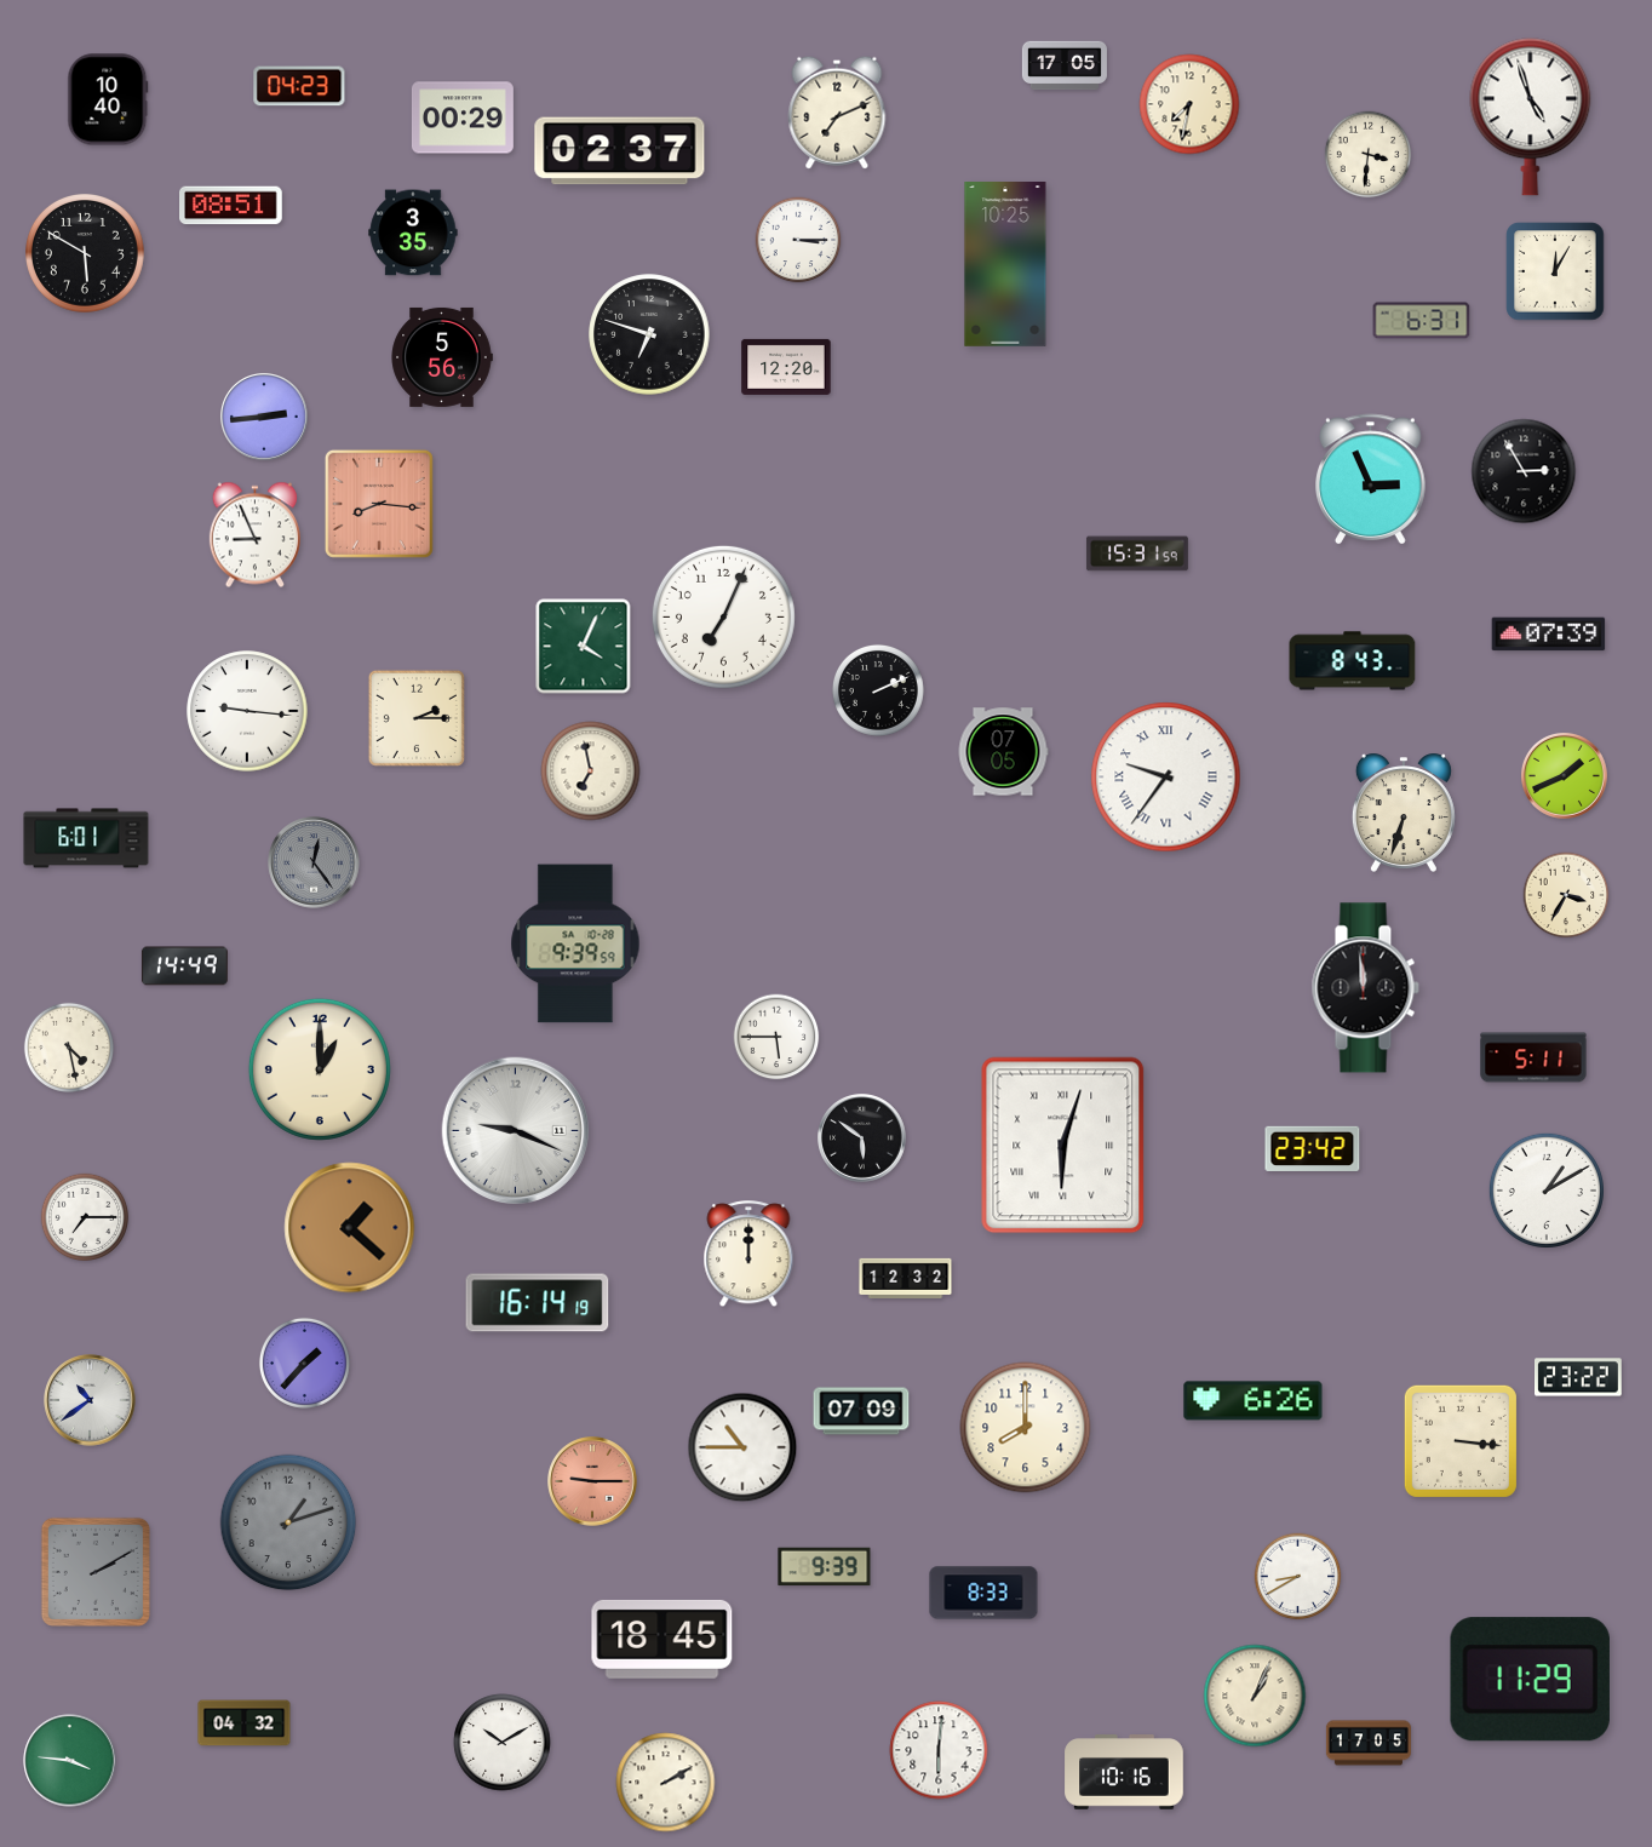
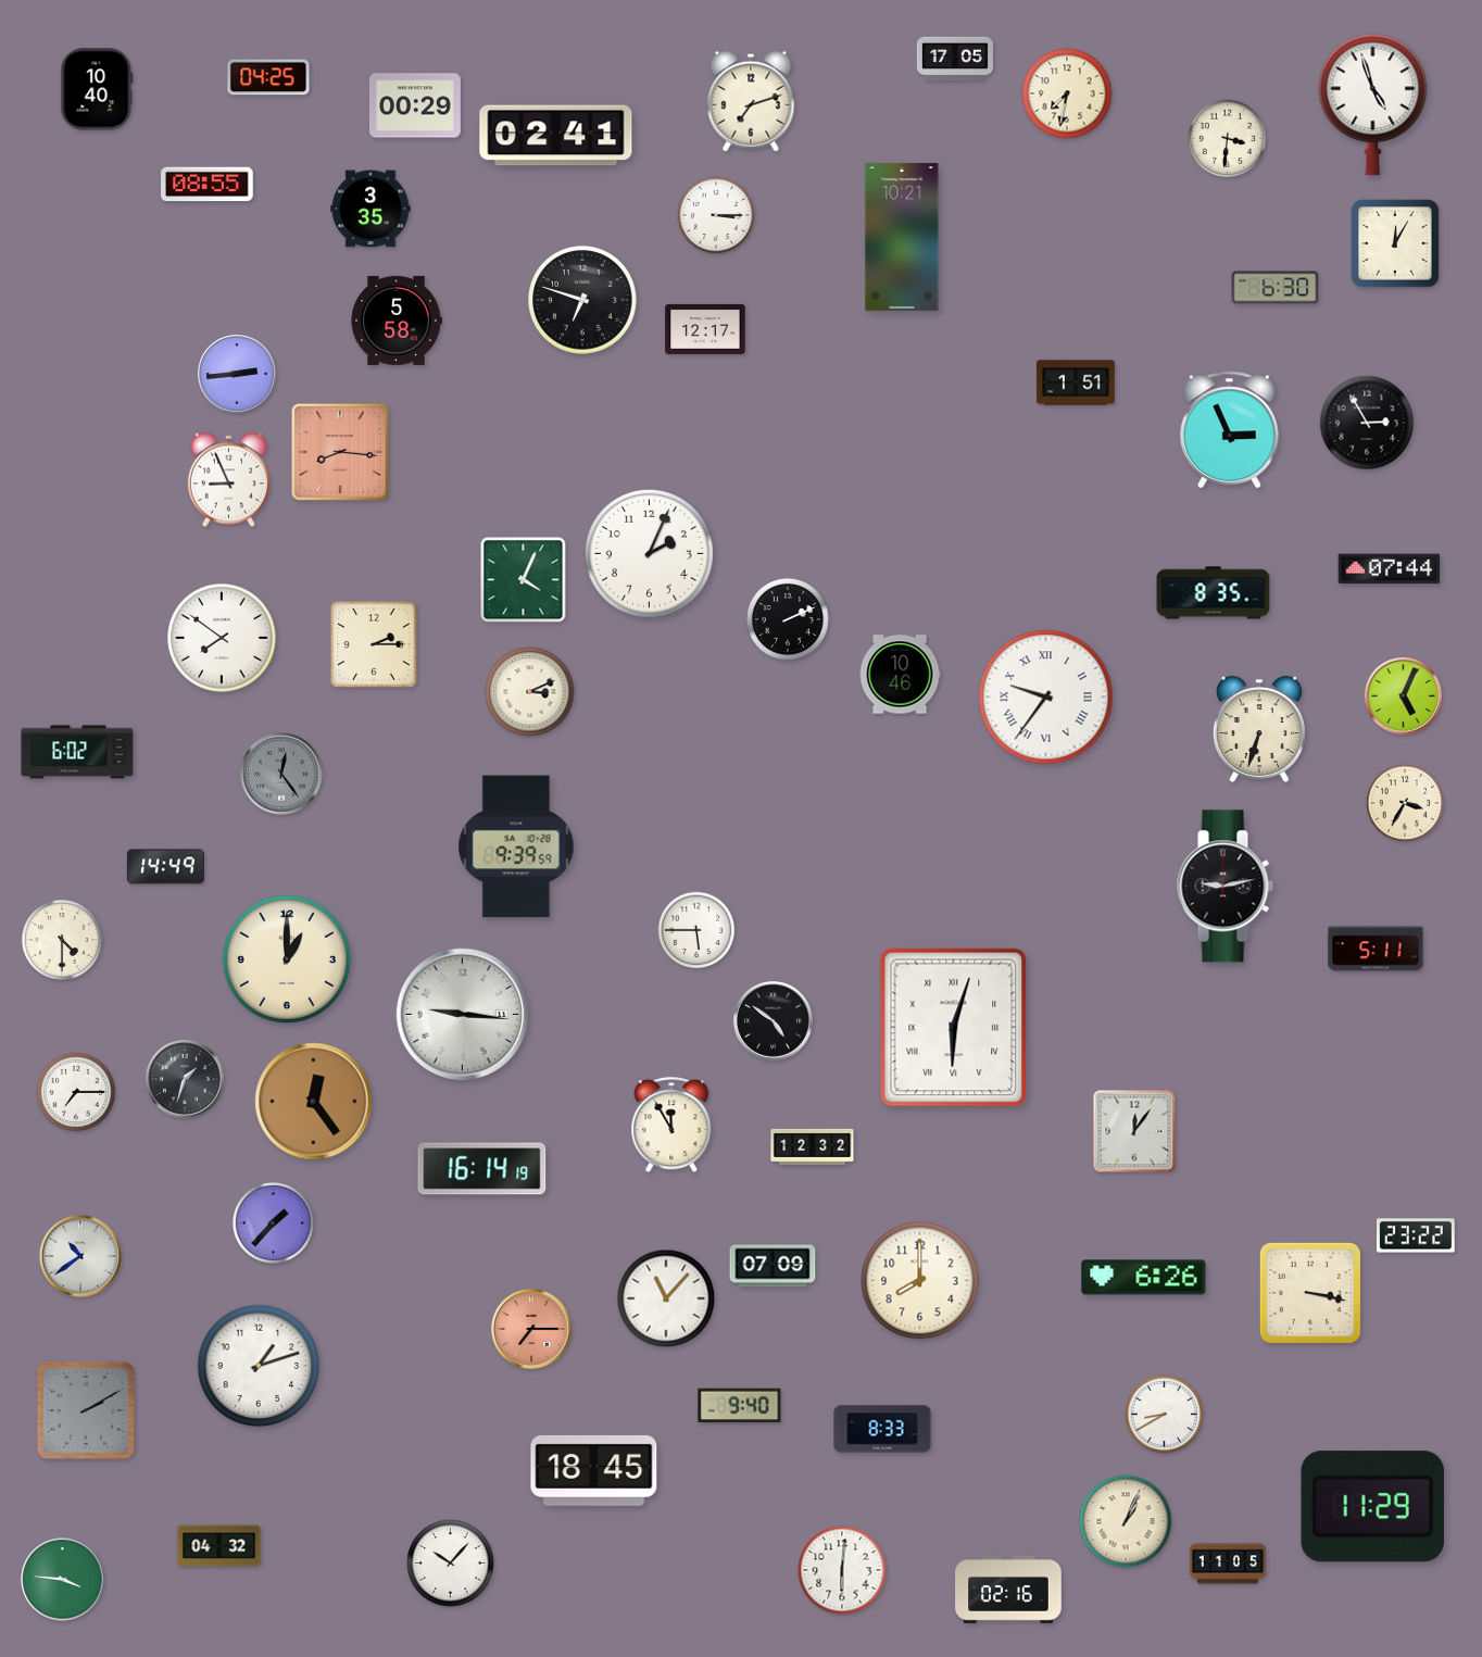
clock at (299, 86): 04:23 -> 04:25
clock at (837, 113): 7:11 -> 7:12
clock at (620, 151): 02:37 -> 02:41
clock at (231, 206): 08:51 -> 08:55
clock at (86, 254): 5:50 -> none
clock at (1005, 265): 10:25 -> 10:21
clock at (1422, 321): 6:31 -> 6:30
clock at (442, 357): 5:56 -> 5:58
clock at (786, 367): 12:20 -> 12:17
clock at (1076, 382): none -> 1:51
clock at (1137, 553): 15:31 -> none
clock at (723, 616): 7:04 -> 2:04
clock at (1549, 635): 07:39 -> 07:44
clock at (1353, 661): 8:43 -> 8:35
clock at (247, 711): 9:16 -> 7:51
clock at (1003, 752): 07:05 -> 10:46
clock at (591, 772): 6:58 -> 3:11
clock at (1564, 775): 1:41 -> 5:04
clock at (86, 838): 6:01 -> 6:02
clock at (1365, 988): 11:59 -> 9:13
clock at (69, 1048): 4:28 -> 4:30
clock at (516, 1131): 9:19 -> 9:16
clock at (862, 1138): 5:51 -> 4:51
clock at (1313, 1148): 23:42 -> none
clock at (1547, 1191): 1:10 -> none
clock at (186, 1080): none -> 1:33
clock at (350, 1228): 1:22 -> 12:24
clock at (748, 1255): 12:00 -> 11:55
clock at (1134, 1131): none -> 12:06
clock at (1254, 1401) position: (1254, 1401) -> (1144, 1278)
clock at (1461, 1441): 3:16 -> 3:17
clock at (742, 1447): 10:45 -> 11:07
clock at (592, 1481): 9:15 -> 7:15
clock at (288, 1522) dial: grey -> white
clock at (825, 1567): 9:39 -> 9:40
clock at (503, 1743): 10:10 -> 10:07
clock at (1369, 1743): 17:05 -> 11:05
clock at (1124, 1772): 10:16 -> 02:16
clock at (666, 1783): 2:10 -> none
